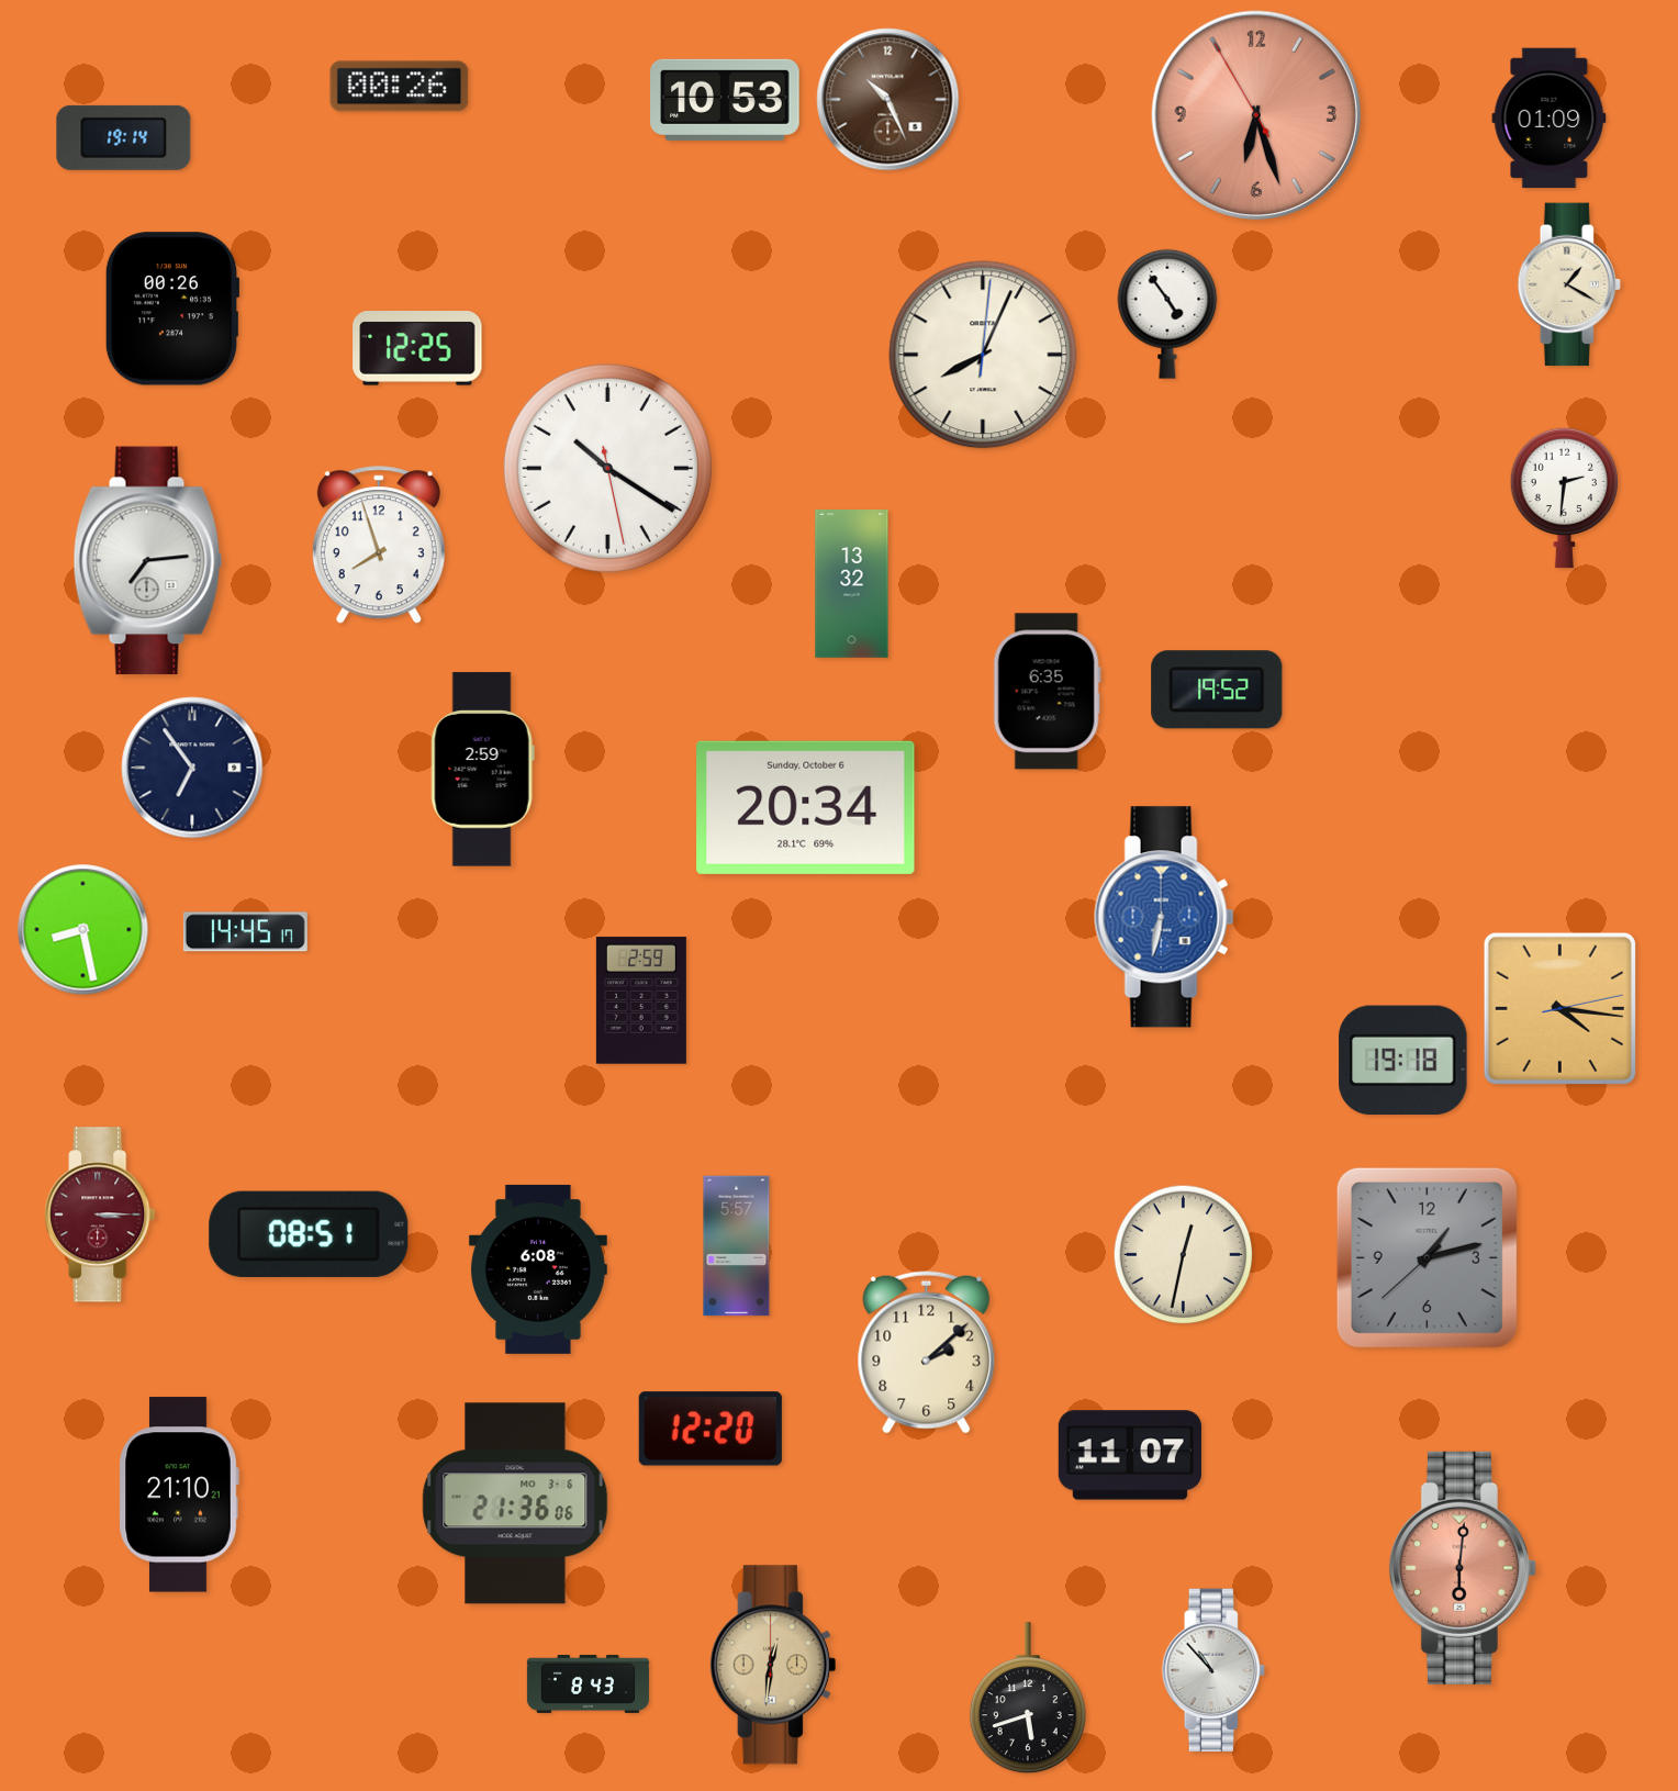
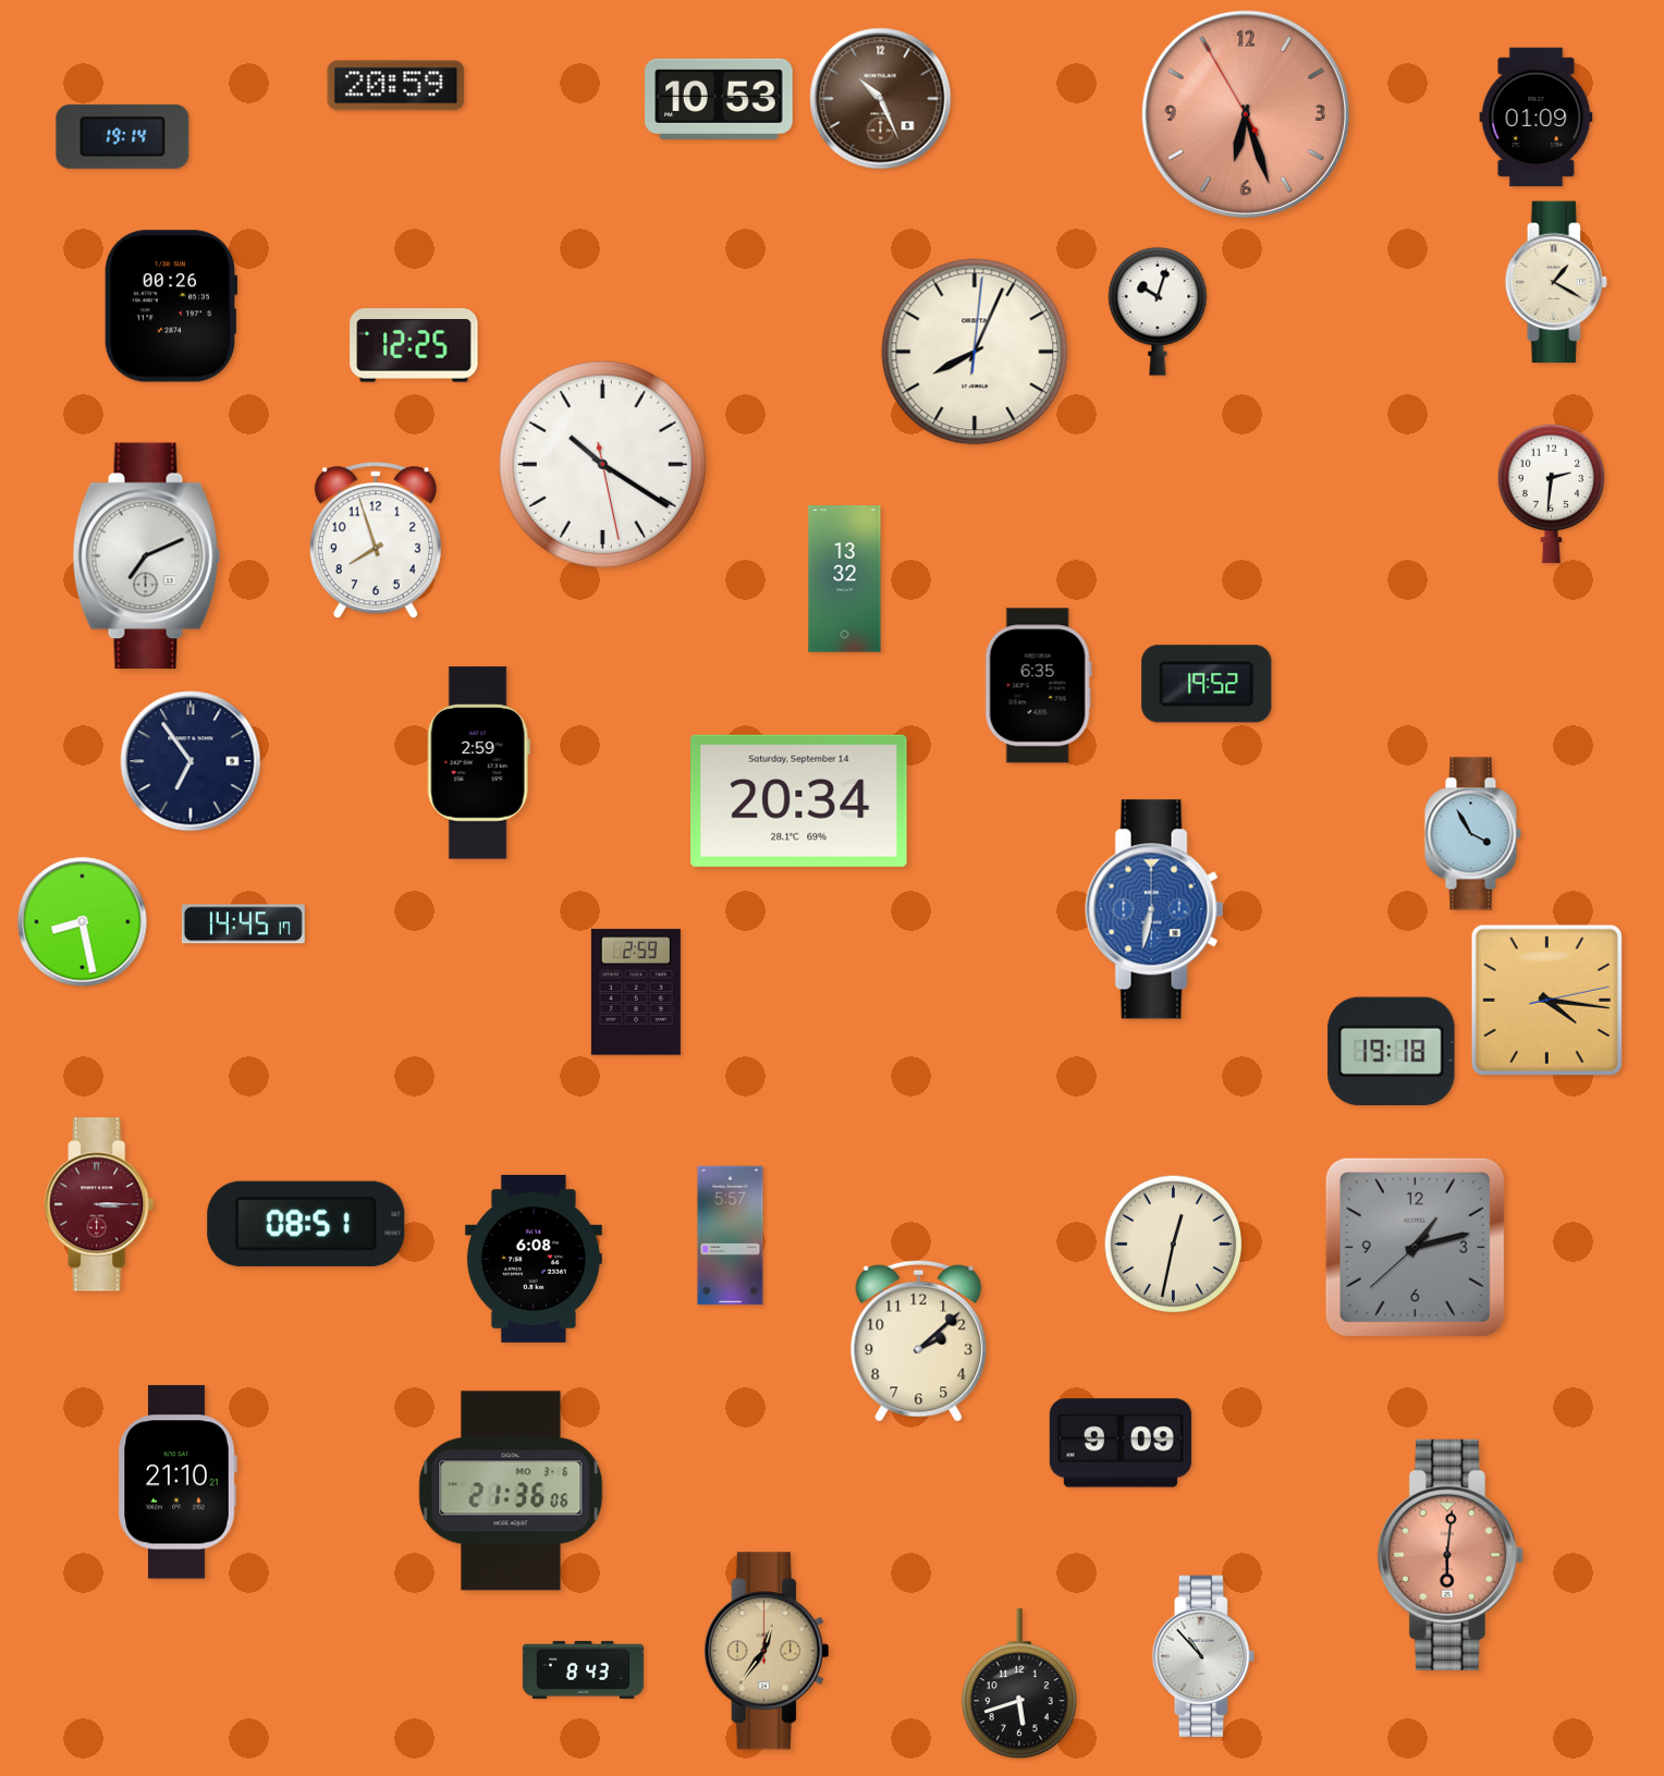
clock at (400, 87): 00:26 -> 20:59
clock at (1167, 314): 4:54 -> 10:03
clock at (148, 561): 7:14 -> 7:11
clock at (806, 807) date: Sunday, October 6 -> Saturday, September 14
clock at (1472, 834): none -> 3:55
clock at (711, 1429): 12:20 -> none
clock at (1130, 1455): 11:07 -> 9:09
clock at (773, 1665): 12:31 -> 12:36
